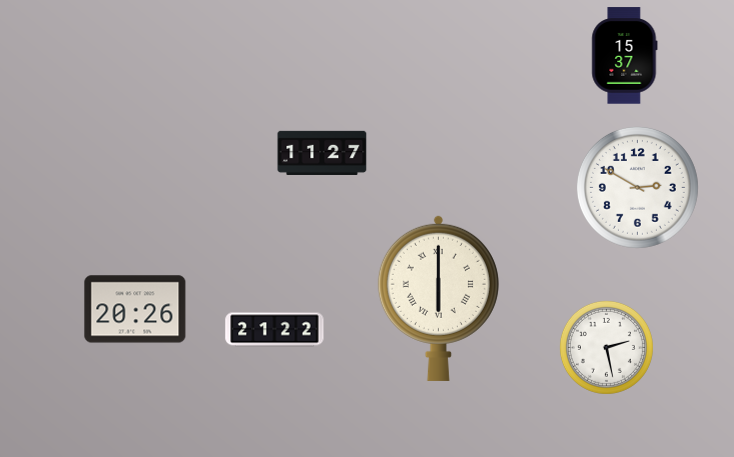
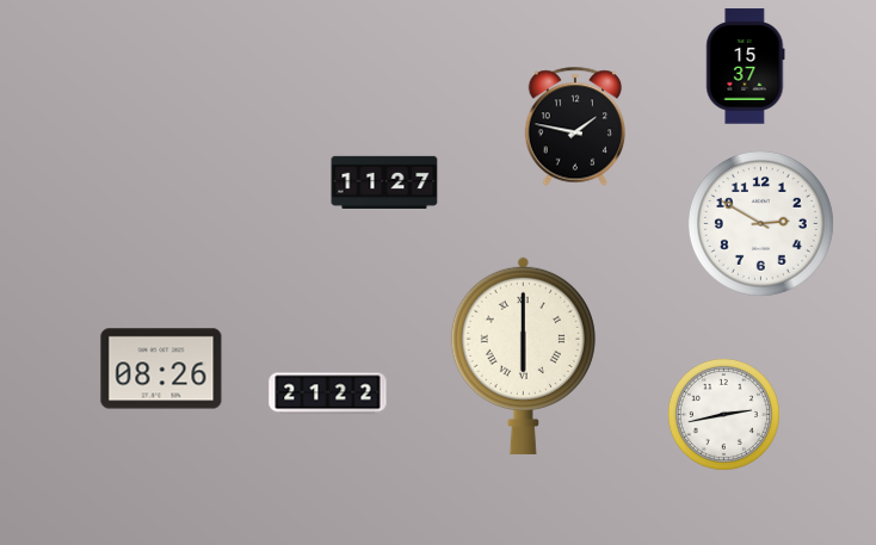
clock at (575, 126): none -> 1:47
clock at (135, 309): 20:26 -> 08:26
clock at (606, 347): 2:28 -> 2:43
